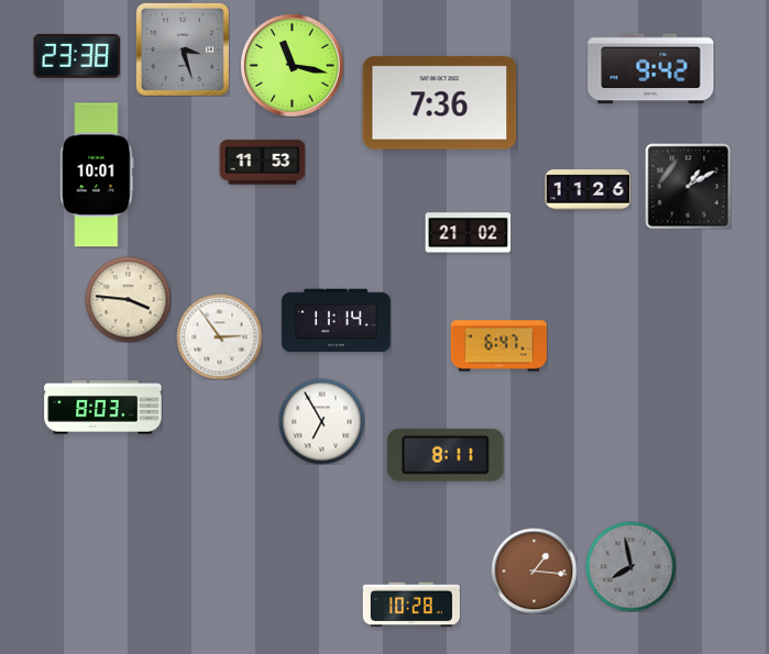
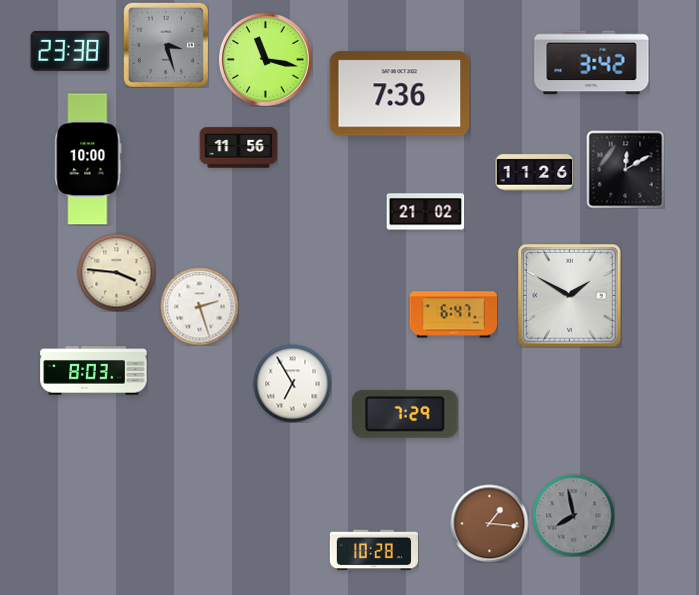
clock at (651, 69): 9:42 -> 3:42
clock at (262, 163): 11:53 -> 11:56
clock at (97, 175): 10:01 -> 10:00
clock at (688, 186): 1:10 -> 12:10
clock at (337, 321): 11:14 -> none
clock at (570, 296): none -> 1:50
clock at (219, 336): 2:54 -> 2:27
clock at (446, 455): 8:11 -> 7:29
clock at (534, 570) position: (534, 570) -> (489, 523)
